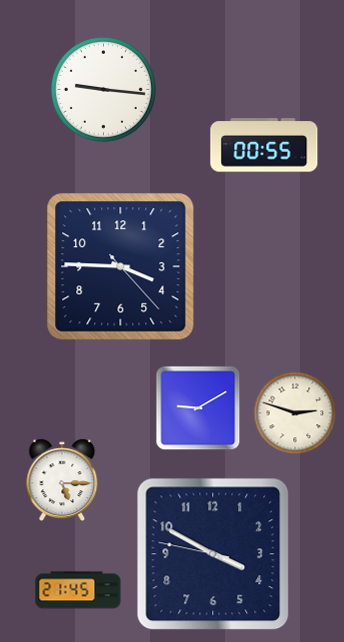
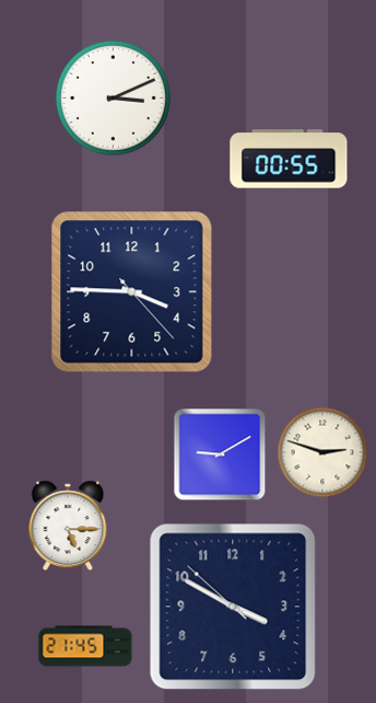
clock at (103, 89): 9:16 -> 3:11
clock at (198, 408) position: (198, 408) -> (220, 454)
clock at (213, 554): 3:49:47 -> 3:49:52
